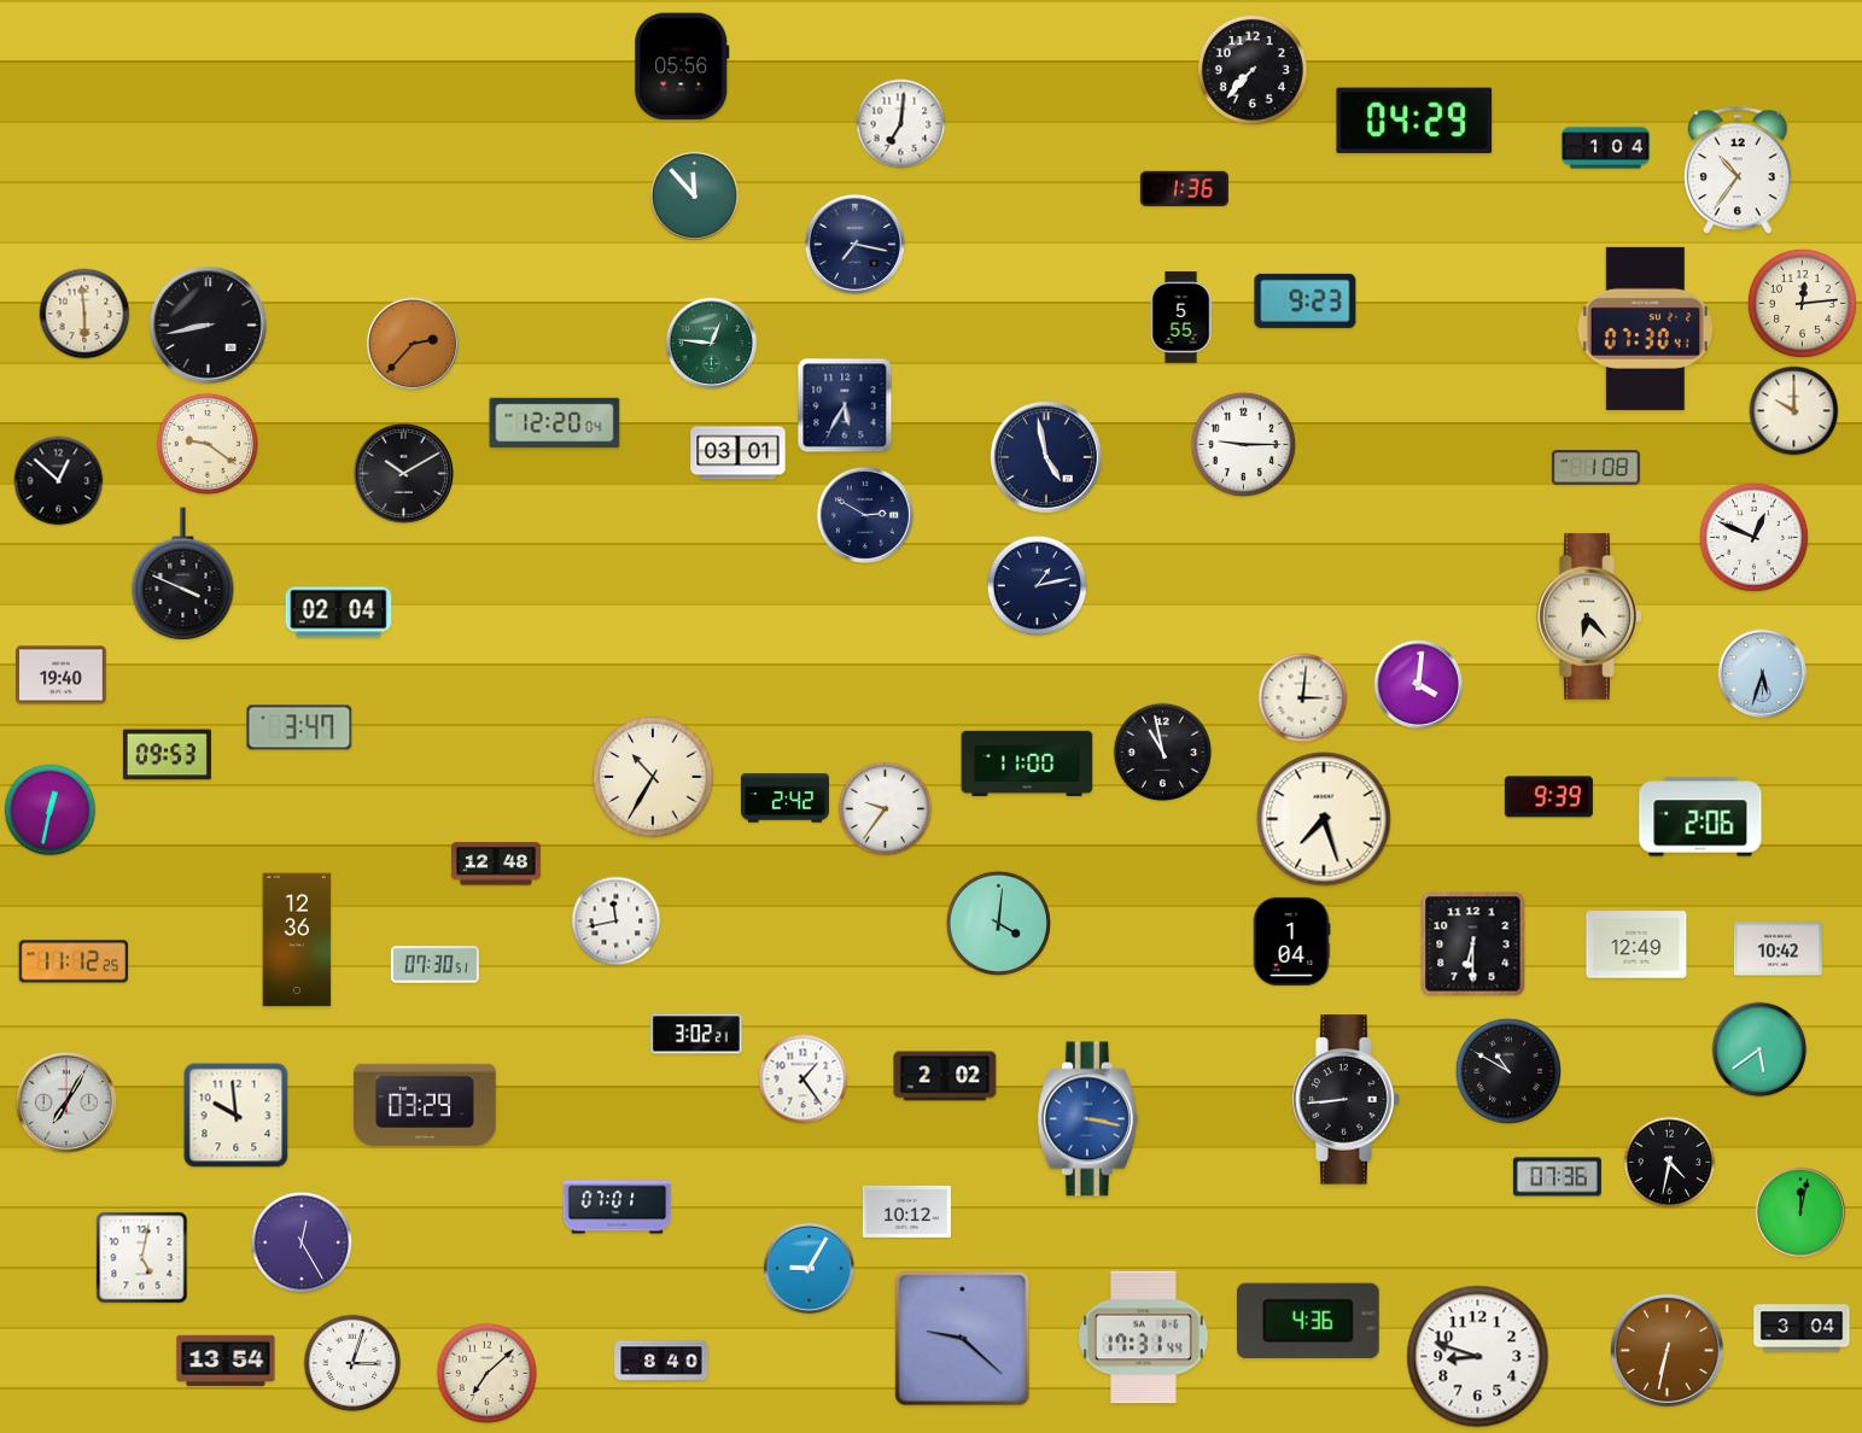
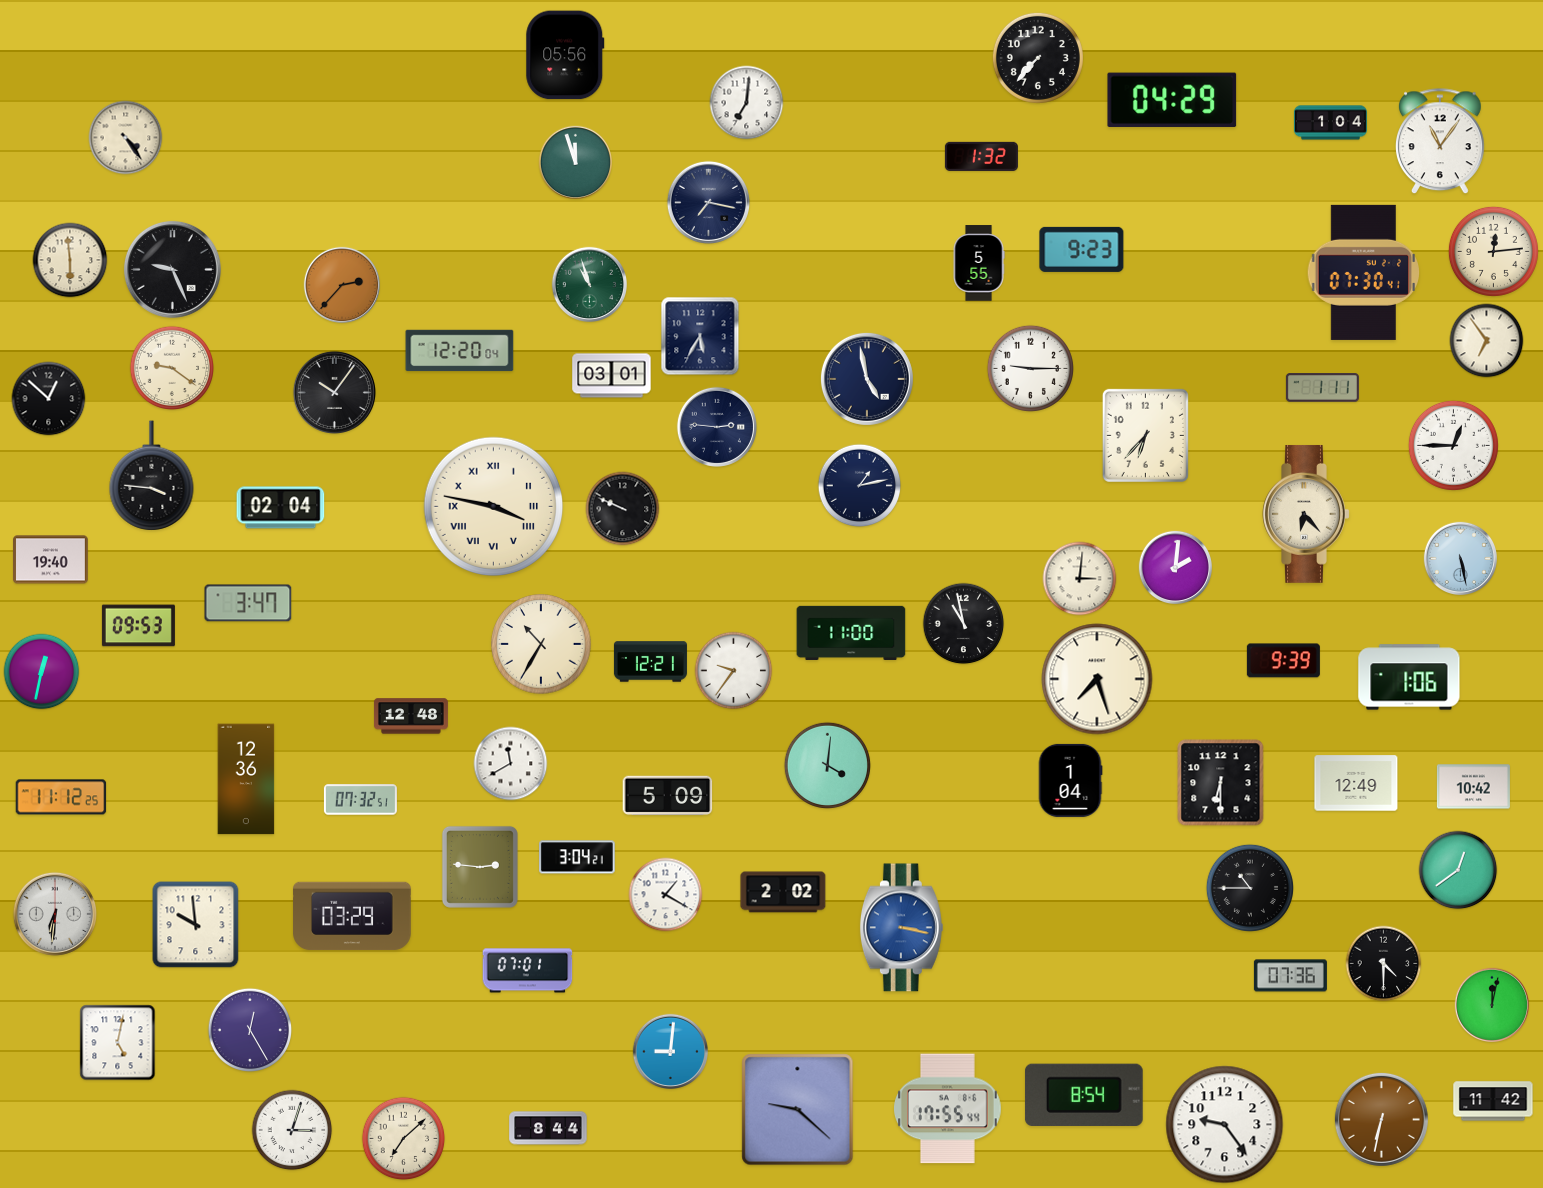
clock at (126, 138): none -> 4:24
clock at (1738, 171): 10:36 -> 11:06
clock at (1184, 188): 1:36 -> 1:32
clock at (695, 197): 11:53 -> 11:57
clock at (208, 324): 8:43 -> 9:26
clock at (711, 343): 12:46 -> 10:57
clock at (1794, 411): 10:00 -> 6:54
clock at (1595, 468): 1:08 -> 1:11
clock at (403, 473): 10:10 -> 10:06
clock at (865, 515): 2:50 -> 2:46
clock at (1145, 435): none -> 6:37
clock at (1753, 537): 12:49 -> 12:45
clock at (183, 574): 3:49 -> 3:46
clock at (494, 507): none -> 3:47
clock at (623, 509): none -> 9:49
clock at (1589, 616) position: (1589, 616) -> (1306, 514)
clock at (1763, 674): 5:33 -> 5:28
clock at (1419, 685): 4:01 -> 2:01
clock at (784, 799): 2:42 -> 12:21
clock at (1700, 817): 2:06 -> 1:06
clock at (617, 922): 11:43 -> 11:40
clock at (668, 796): none -> 5:09
clock at (434, 965): 07:30 -> 07:32
clock at (696, 1034): 3:02 -> 3:04
clock at (480, 867): none -> 2:46
clock at (1759, 1049): 5:39 -> 12:39
clock at (1508, 1071): 10:50 -> 10:45
clock at (804, 1080): 1:24 -> 1:20
clock at (1347, 1100): 8:44 -> none
clock at (66, 1102): 7:05 -> 6:31
clock at (1670, 1163): 4:32 -> 4:30
clock at (618, 1207) position: (618, 1207) -> (528, 971)
clock at (906, 1211): 10:12 -> none
clock at (809, 1268): 9:05 -> 9:01
clock at (1308, 1321): 4:36 -> 8:54
clock at (1802, 1328): 3:04 -> 11:42
clock at (1144, 1338): 17:31 -> 17:55
clock at (1478, 1357): 8:48 -> 9:24
clock at (226, 1361): 13:54 -> none
clock at (661, 1361): 8:40 -> 8:44
